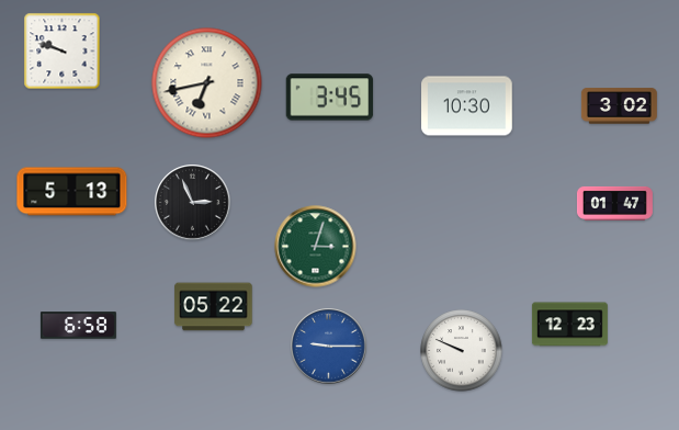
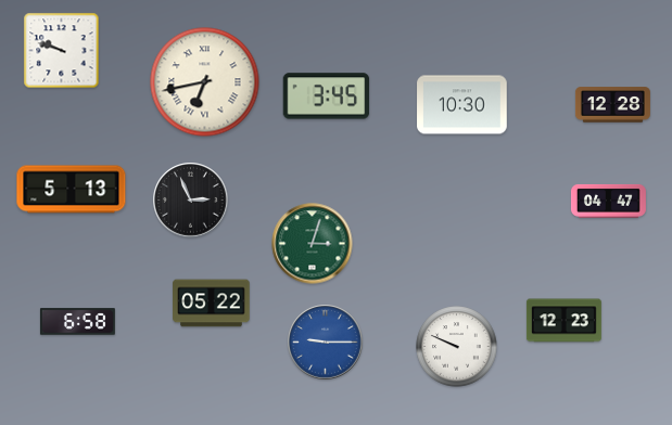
clock at (619, 106): 3:02 -> 12:28
clock at (614, 203): 01:47 -> 04:47
